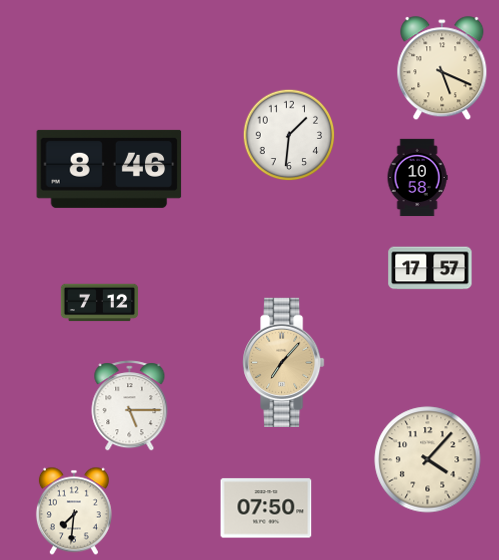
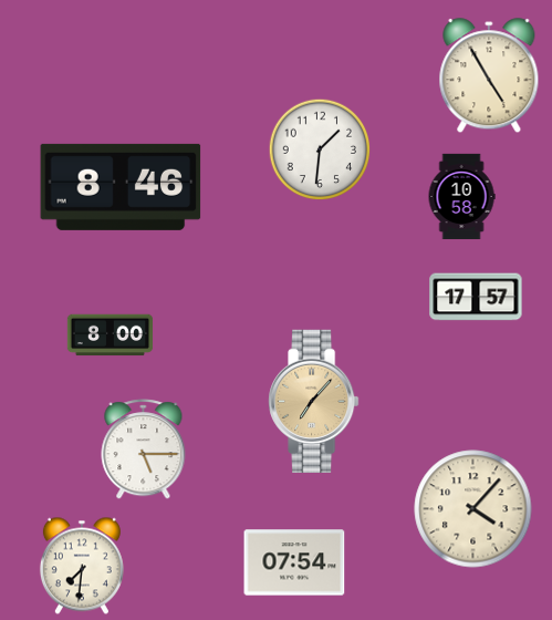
clock at (442, 69): 5:19 -> 4:55
clock at (100, 303): 7:12 -> 8:00
clock at (266, 508): 07:50 -> 07:54
